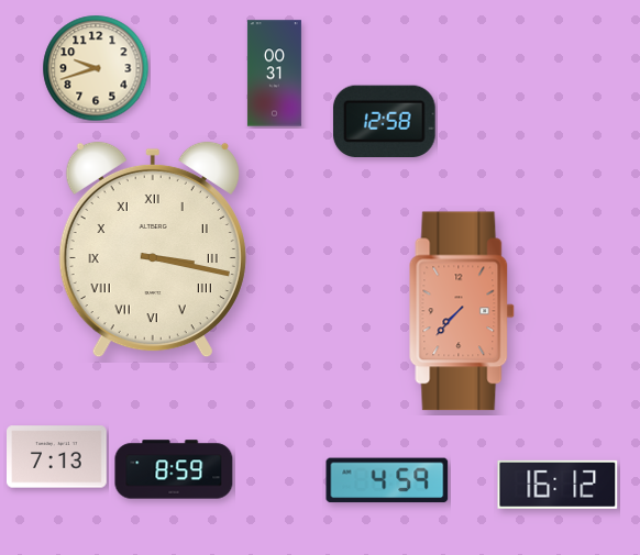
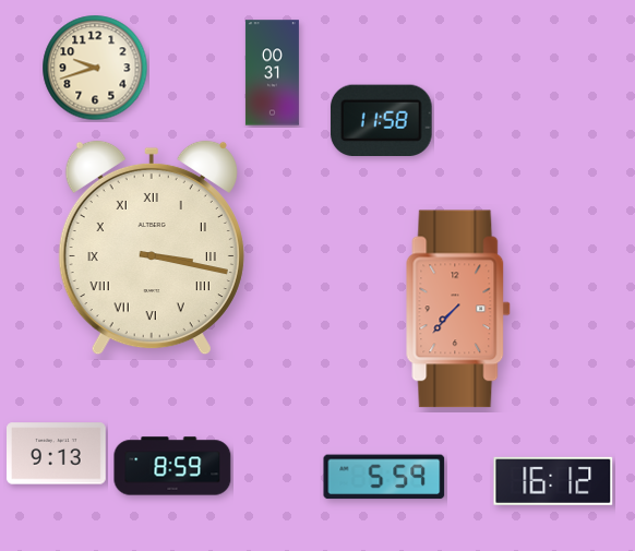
clock at (384, 122): 12:58 -> 11:58
clock at (57, 457): 7:13 -> 9:13
clock at (387, 480): 4:59 -> 5:59
